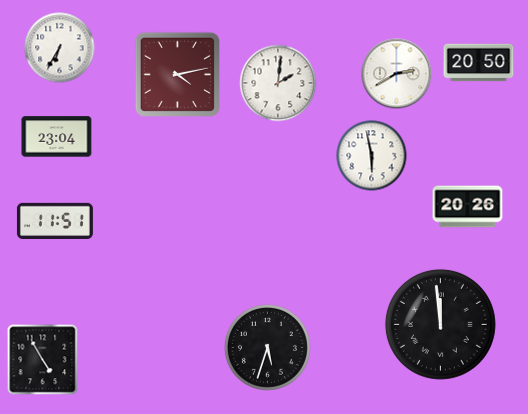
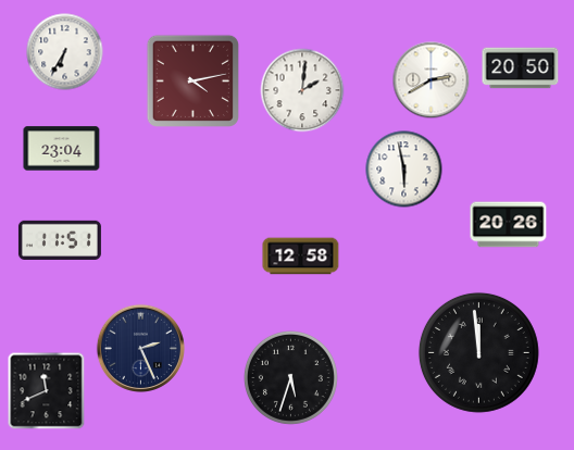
clock at (301, 257): none -> 12:58
clock at (140, 348): none -> 2:26
clock at (43, 360): 4:55 -> 11:41
